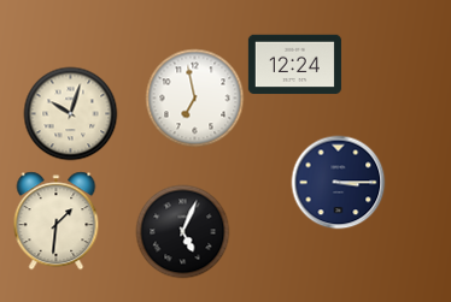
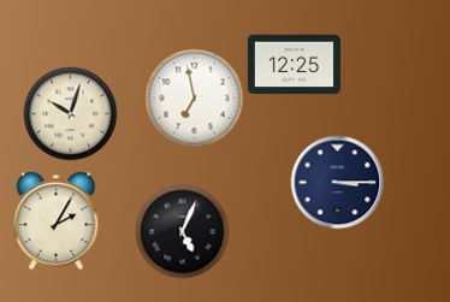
clock at (294, 65): 12:24 -> 12:25
clock at (57, 220): 1:31 -> 2:05
